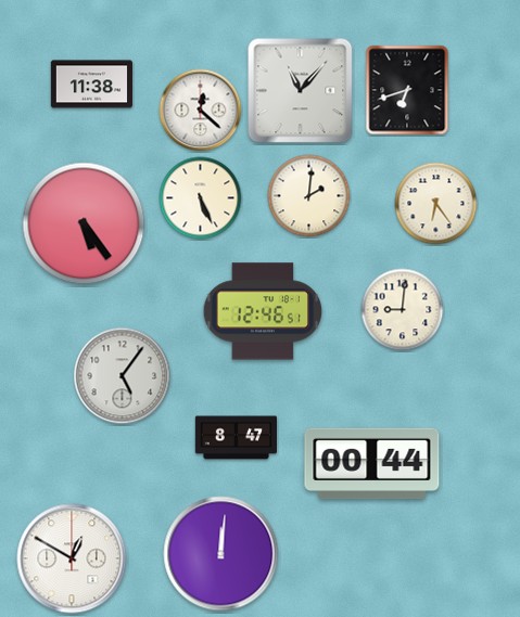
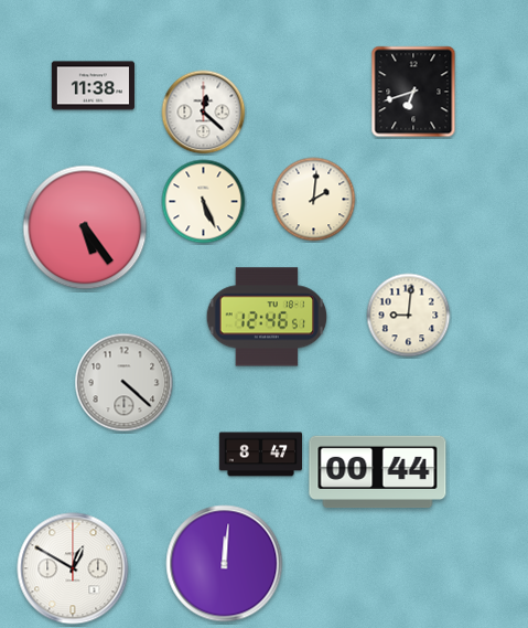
clock at (301, 91): 11:07 -> none
clock at (436, 204): 6:24 -> none
clock at (123, 376): 5:06 -> 4:22
clock at (236, 438) position: (236, 438) -> (260, 455)
